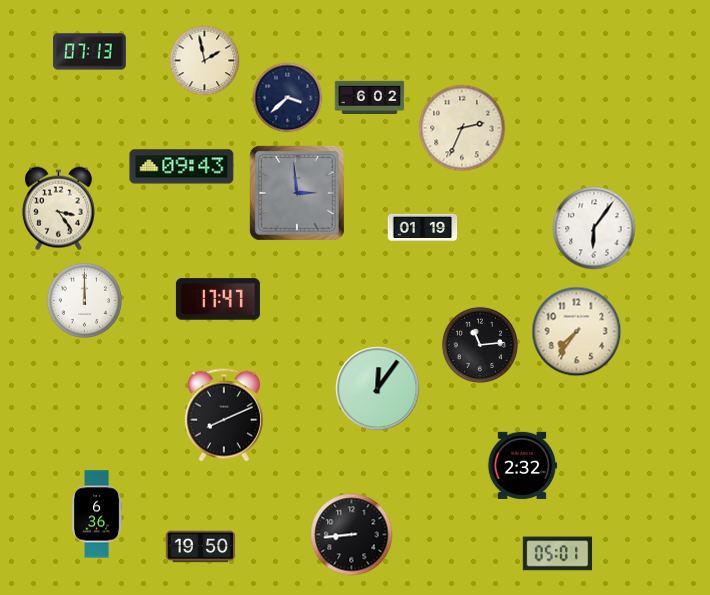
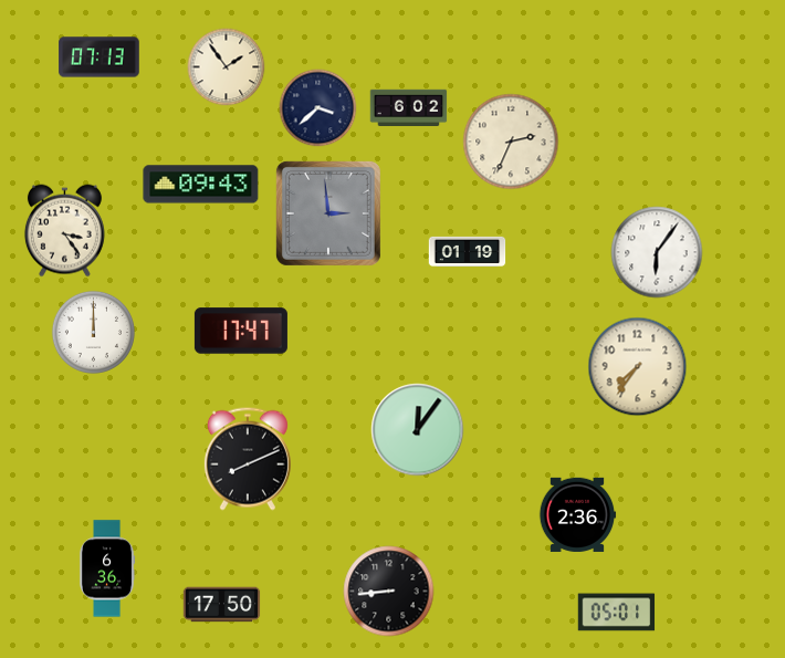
clock at (205, 61): 1:58 -> 1:54
clock at (480, 345): 11:14 -> none
clock at (522, 465): 2:32 -> 2:36
clock at (201, 547): 19:50 -> 17:50
